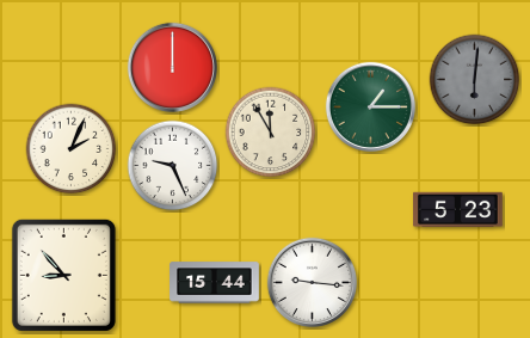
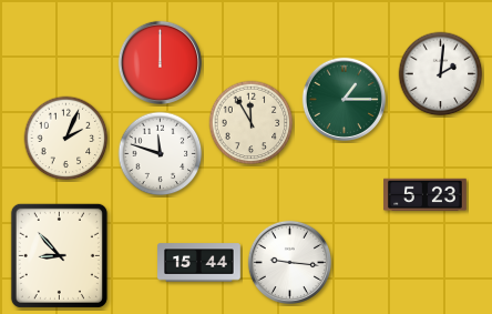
clock at (475, 80): 6:01 -> 2:01
clock at (475, 80) dial: grey -> white
clock at (173, 166): 9:26 -> 11:48
